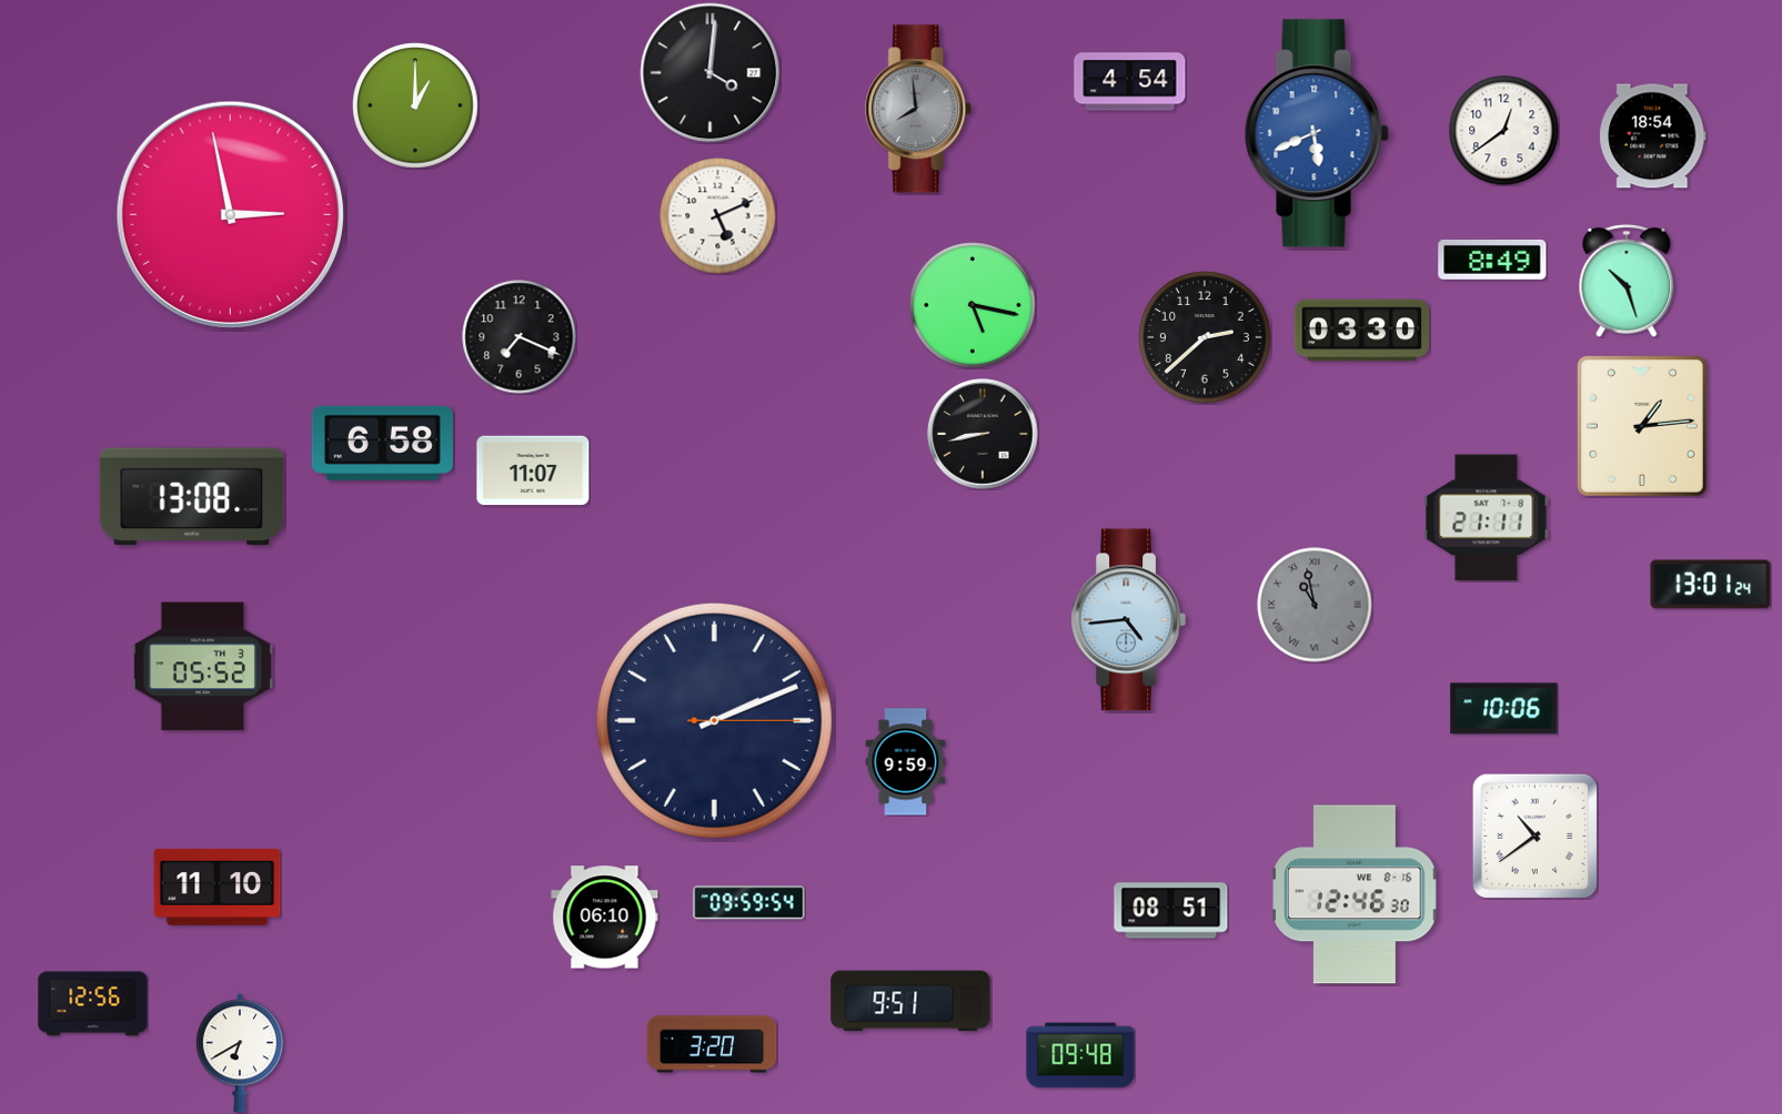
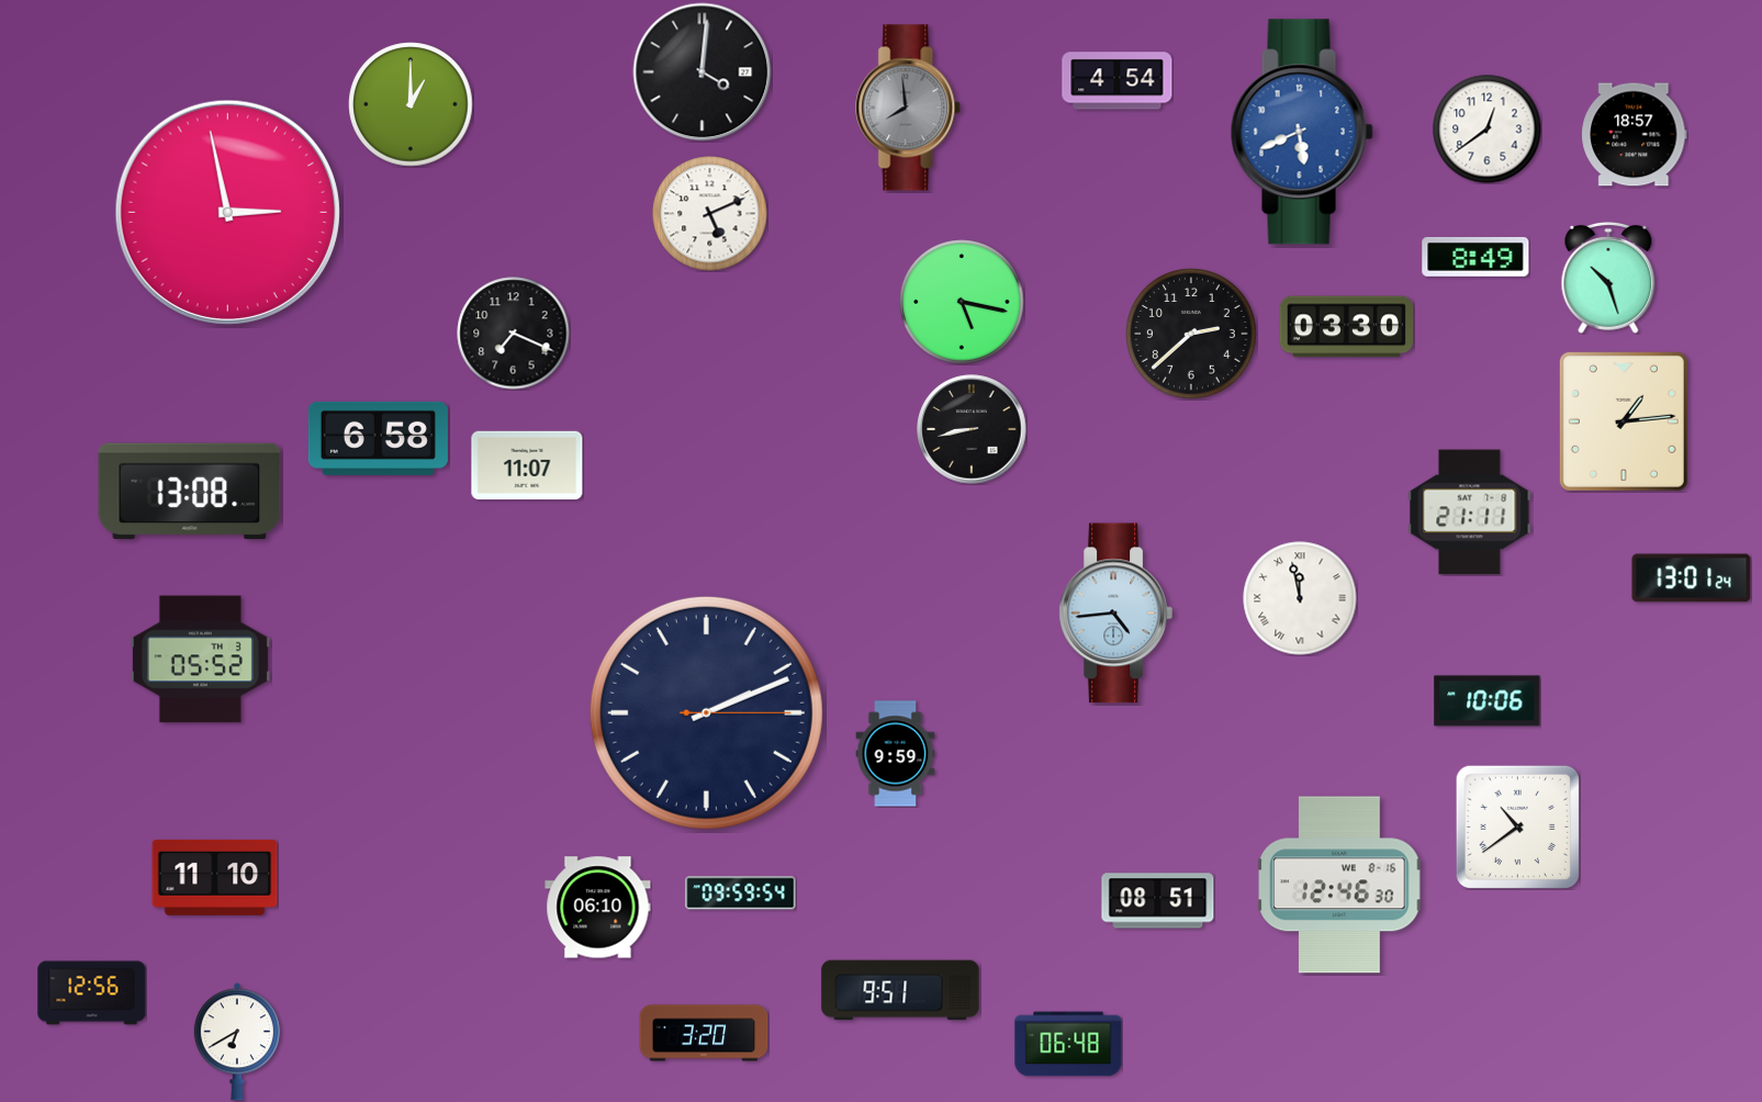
clock at (1653, 136): 18:54 -> 18:57
clock at (1315, 605): 10:58 -> 11:58
clock at (1315, 605) dial: grey -> white
clock at (1080, 1055): 09:48 -> 06:48
